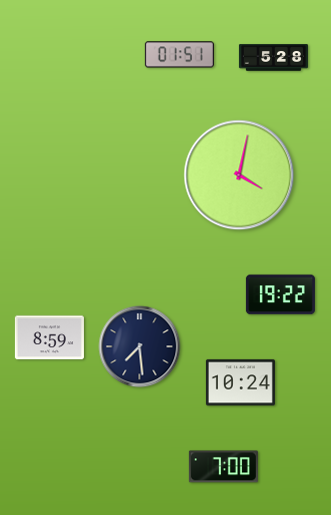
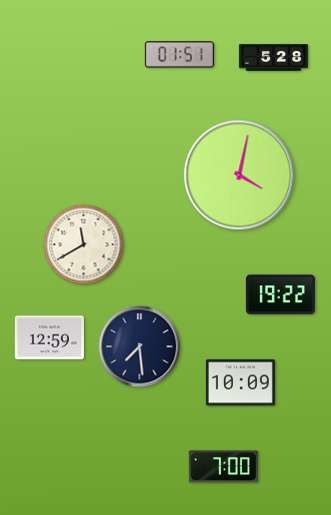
clock at (84, 245): none -> 11:40
clock at (49, 338): 8:59 -> 12:59
clock at (240, 383): 10:24 -> 10:09
